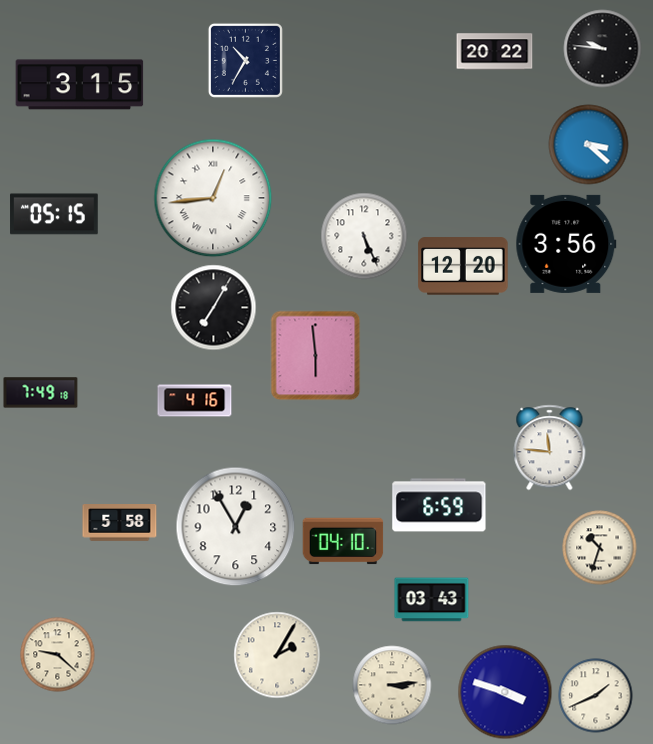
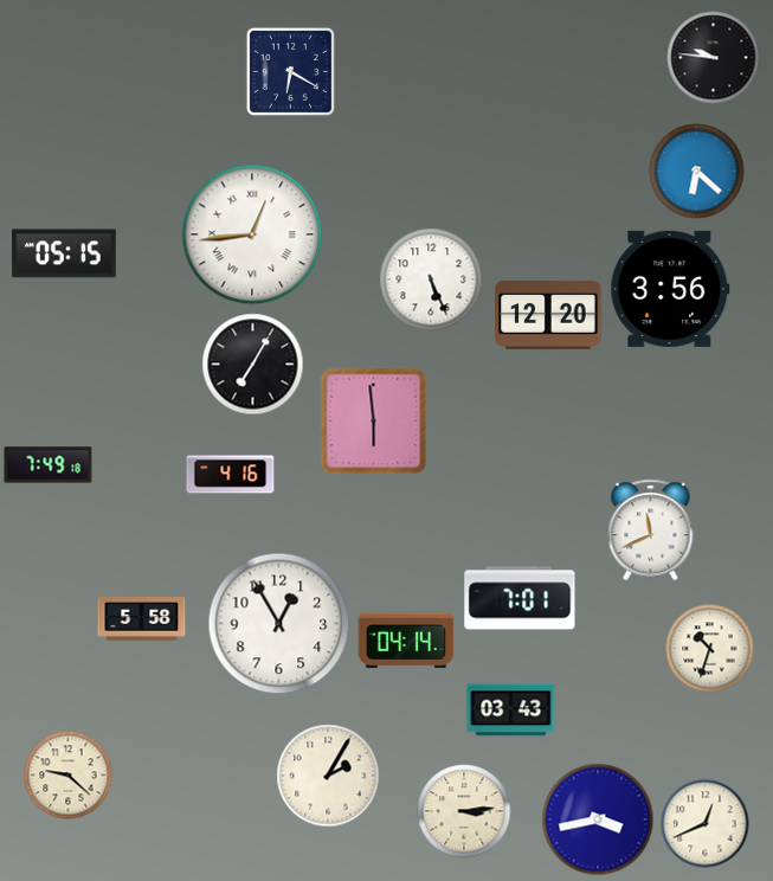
clock at (495, 52): 20:22 -> none
clock at (245, 60): 10:35 -> 6:20
clock at (80, 85): 3:15 -> none
clock at (589, 145): 3:22 -> 6:22
clock at (550, 448): 11:46 -> 11:41
clock at (439, 505): 6:59 -> 7:01
clock at (343, 541): 04:10 -> 04:14
clock at (505, 692): 3:48 -> 3:43
clock at (596, 696): 1:41 -> 12:41
